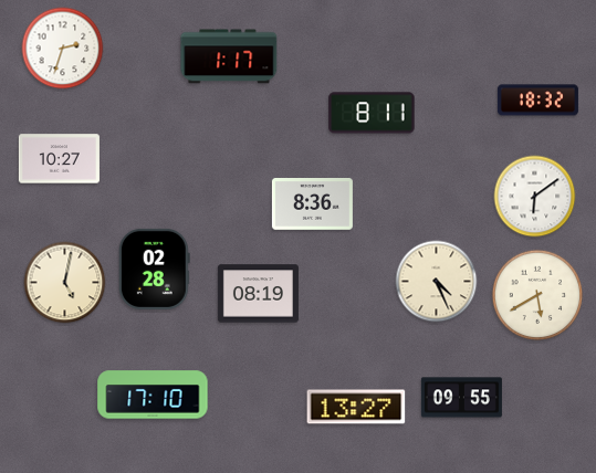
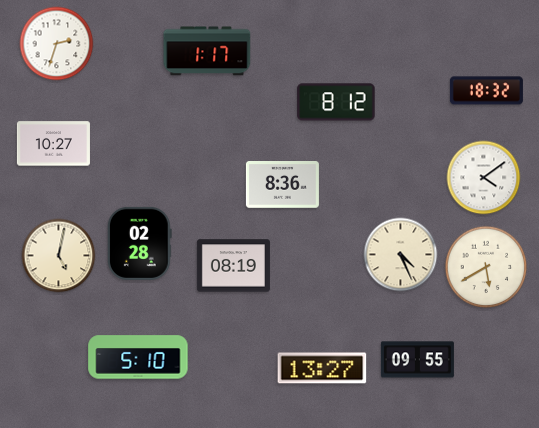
clock at (372, 113): 8:11 -> 8:12
clock at (535, 197): 6:09 -> 4:09
clock at (437, 282) position: (437, 282) -> (401, 255)
clock at (153, 395): 17:10 -> 5:10
